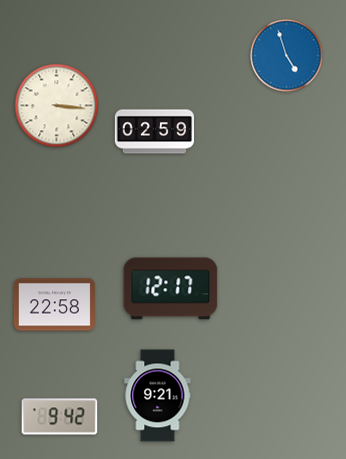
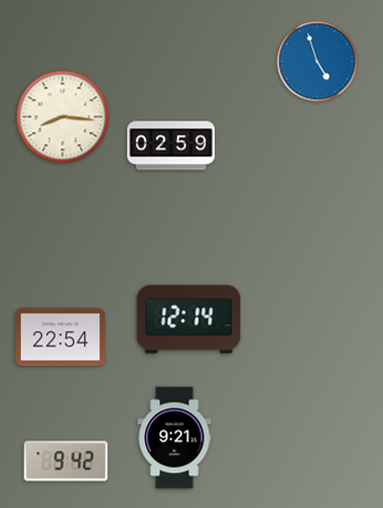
clock at (57, 106): 3:16 -> 8:16
clock at (171, 289): 12:17 -> 12:14
clock at (54, 305): 22:58 -> 22:54
